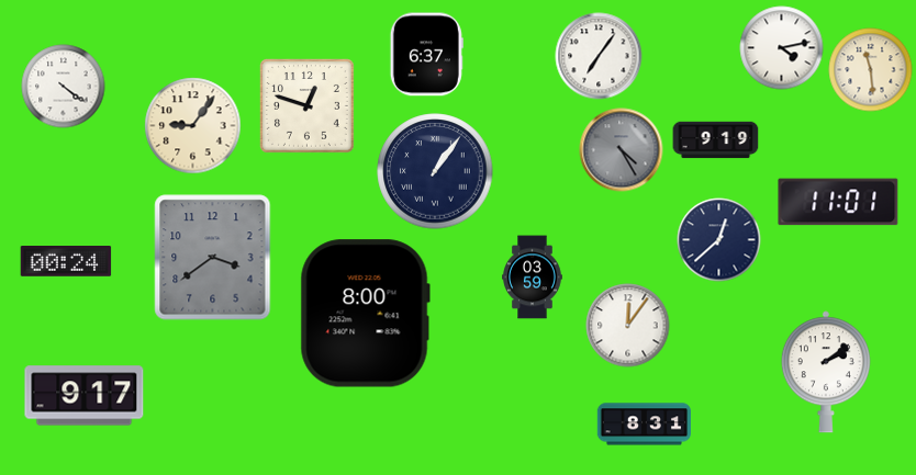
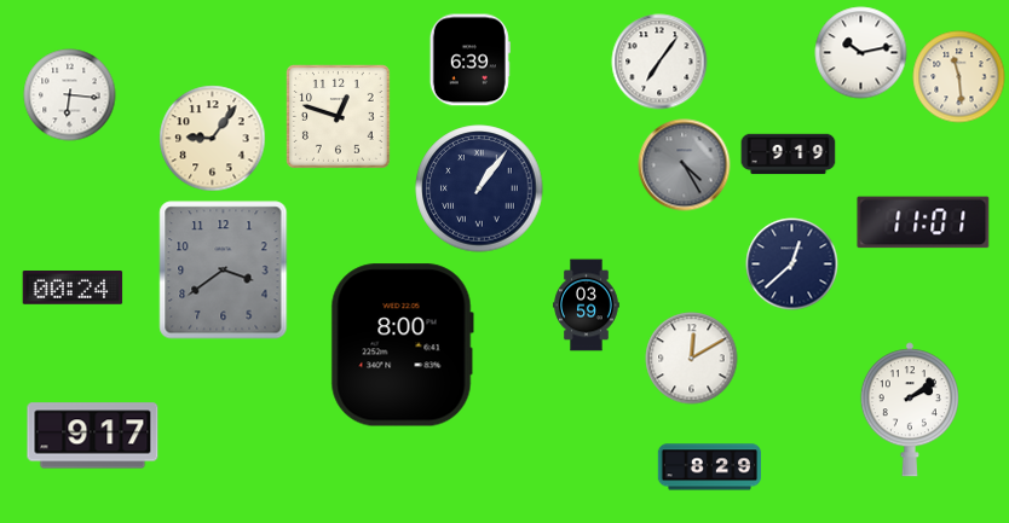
clock at (782, 48): 4:13 -> 10:13
clock at (426, 55): 6:37 -> 6:39
clock at (64, 87): 4:21 -> 6:16
clock at (213, 258) position: (213, 258) -> (224, 271)
clock at (628, 326): 12:06 -> 12:10
clock at (644, 425): 8:31 -> 8:29
